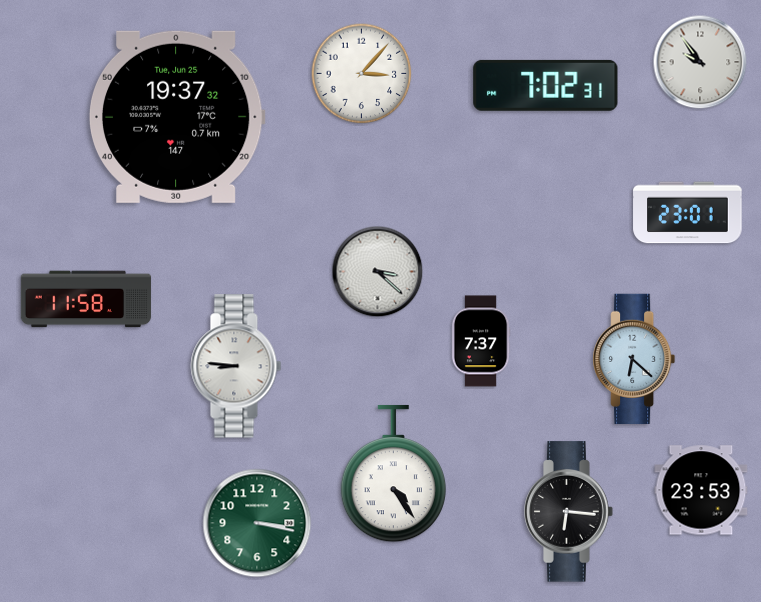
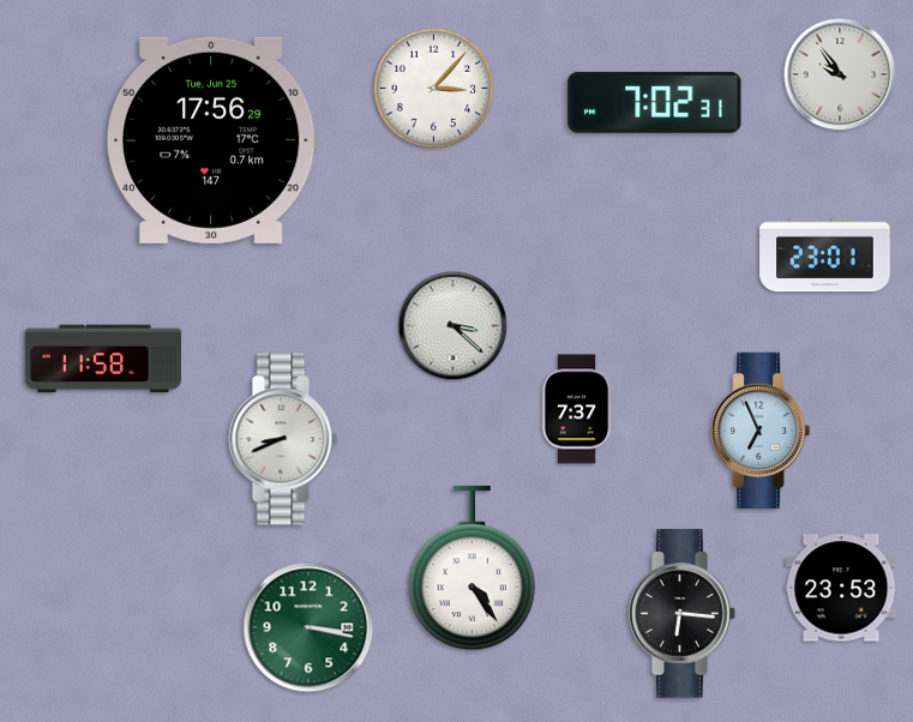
clock at (177, 117): 19:37 -> 17:56
clock at (634, 358): 6:22 -> 6:56
clock at (236, 366): 8:46 -> 8:41
